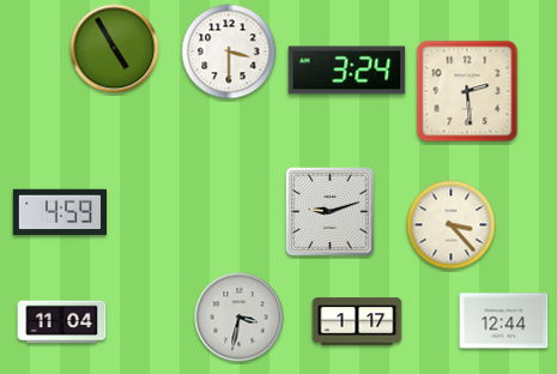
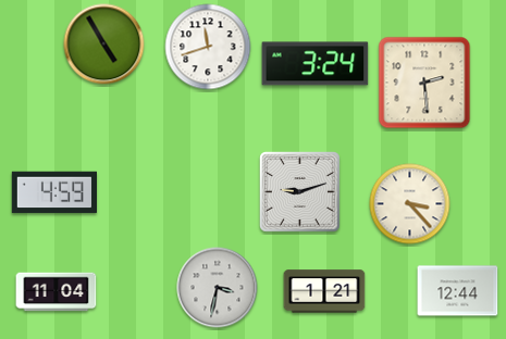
clock at (229, 52): 3:30 -> 11:42
clock at (357, 321): 1:17 -> 1:21
